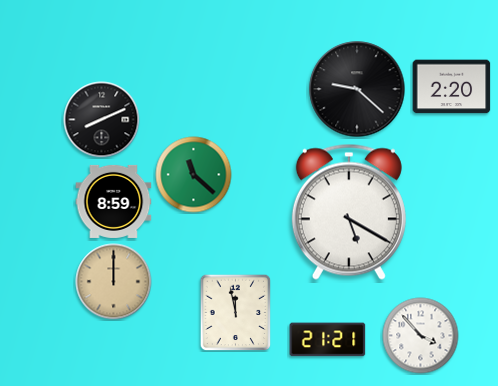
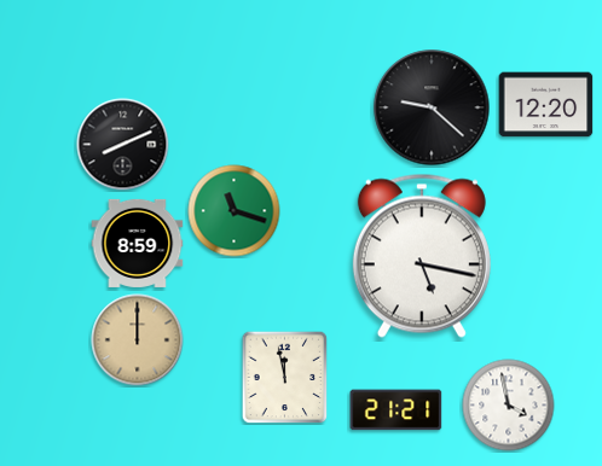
clock at (452, 87): 2:20 -> 12:20
clock at (194, 175): 11:22 -> 11:18
clock at (349, 212): 5:20 -> 5:17
clock at (421, 336): 3:53 -> 3:58
